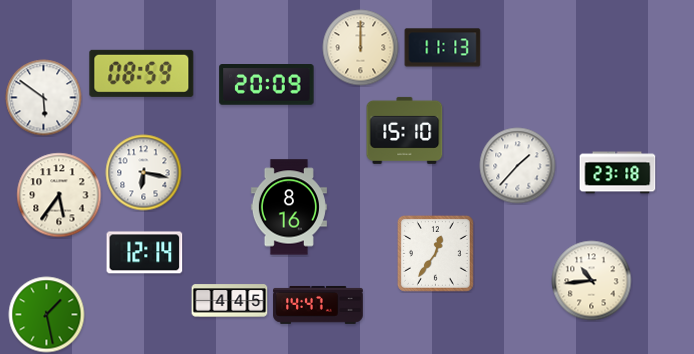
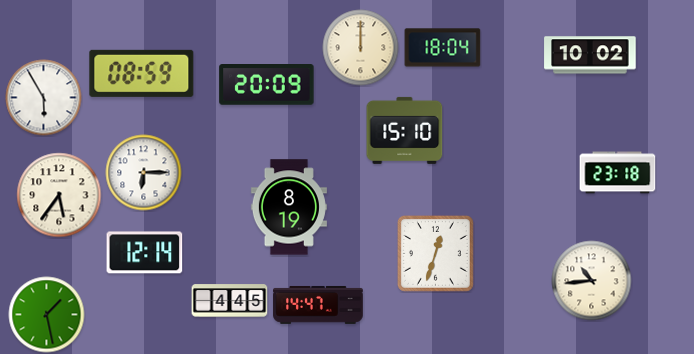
clock at (443, 48): 11:13 -> 18:04
clock at (590, 55): none -> 10:02
clock at (44, 98): 5:51 -> 5:55
clock at (518, 166): 1:37 -> none
clock at (144, 173): 6:17 -> 6:15
clock at (289, 207): 8:16 -> 8:19
clock at (435, 253): 12:36 -> 12:33
